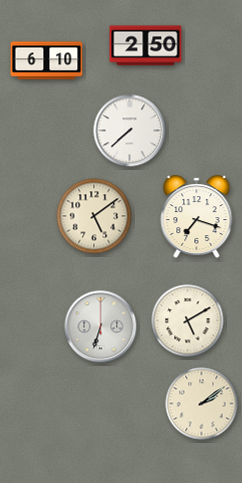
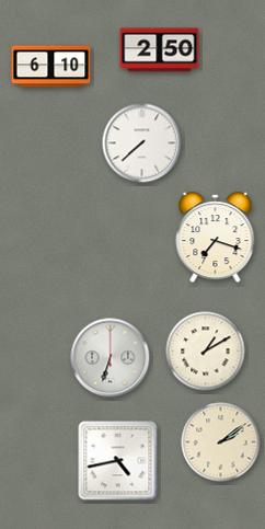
clock at (94, 216): 5:09 -> none
clock at (188, 321): 5:10 -> 1:10
clock at (118, 461): none -> 4:43
